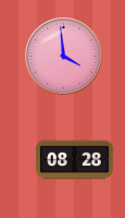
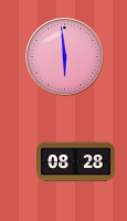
clock at (64, 57): 3:59 -> 5:59
